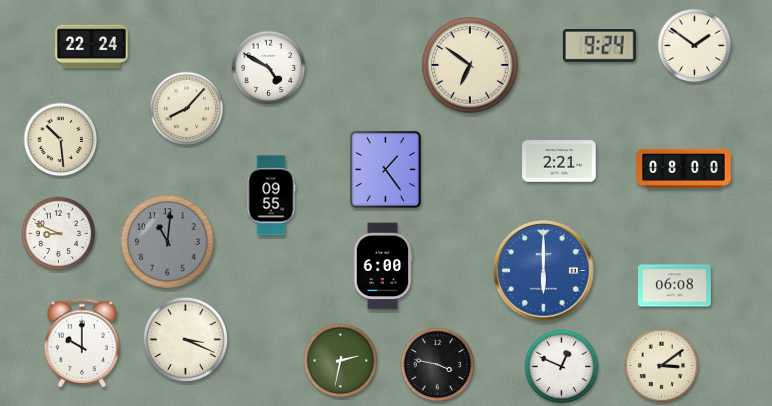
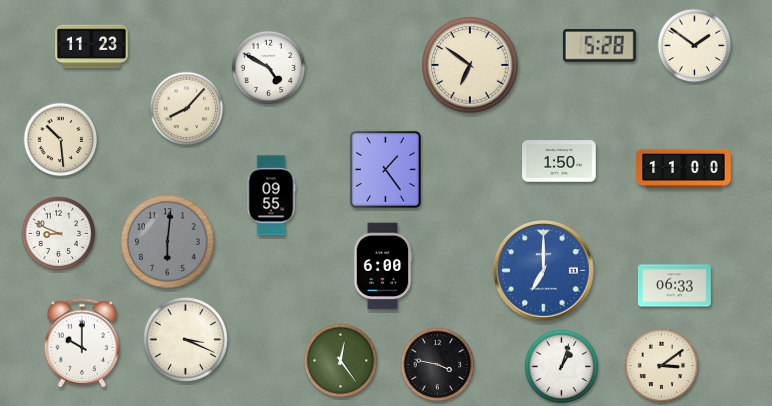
clock at (599, 46): 9:24 -> 5:28
clock at (92, 47): 22:24 -> 11:23
clock at (559, 161): 2:21 -> 1:50
clock at (684, 168): 08:00 -> 11:00
clock at (168, 242): 11:01 -> 6:01
clock at (544, 271): 6:00 -> 7:00
clock at (675, 286): 06:08 -> 06:33
clock at (341, 361): 2:32 -> 12:24
clock at (562, 367): 12:49 -> 1:03
